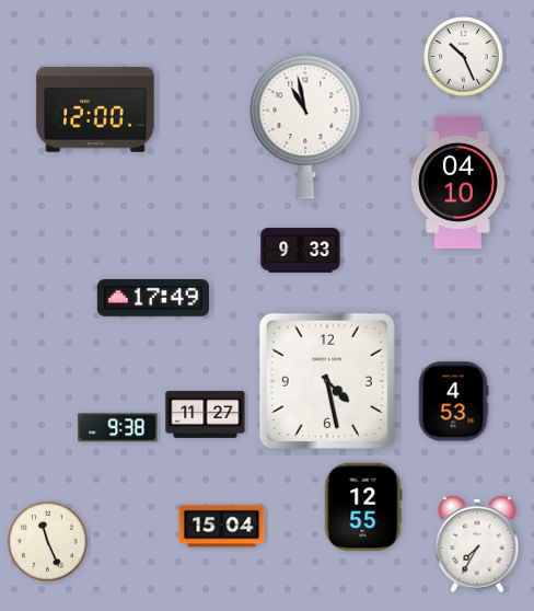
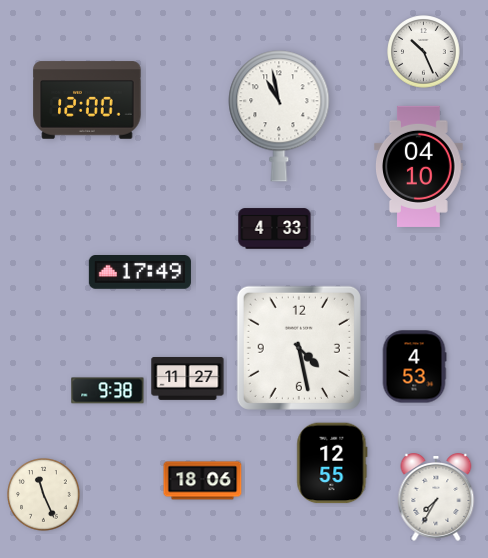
clock at (301, 251): 9:33 -> 4:33
clock at (222, 527): 15:04 -> 18:06
